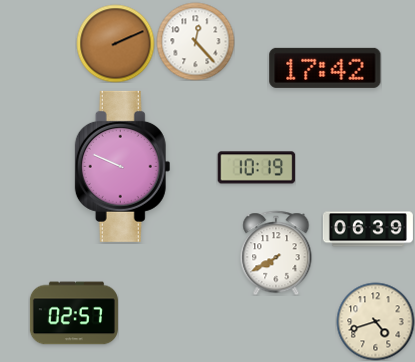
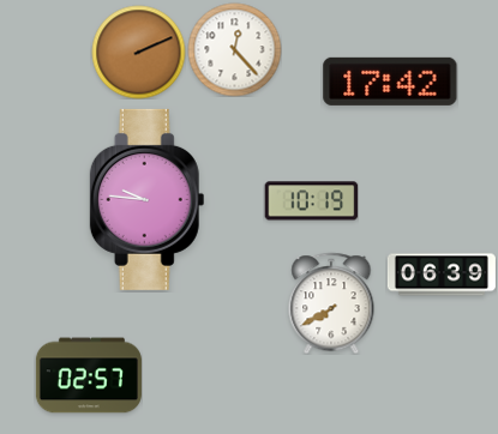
clock at (123, 166): 9:49 -> 9:46
clock at (256, 168) position: (256, 168) -> (311, 201)
clock at (375, 321): 4:42 -> none
